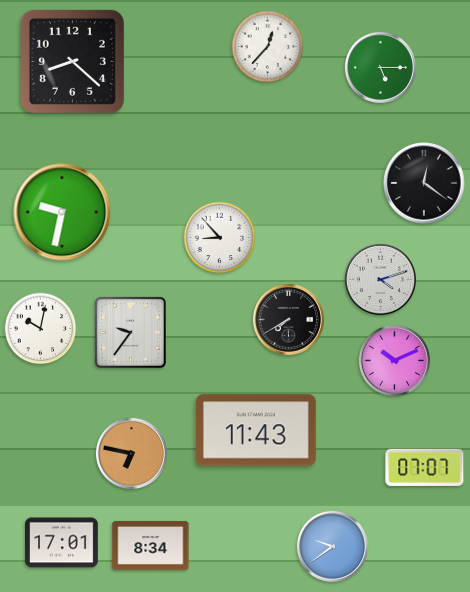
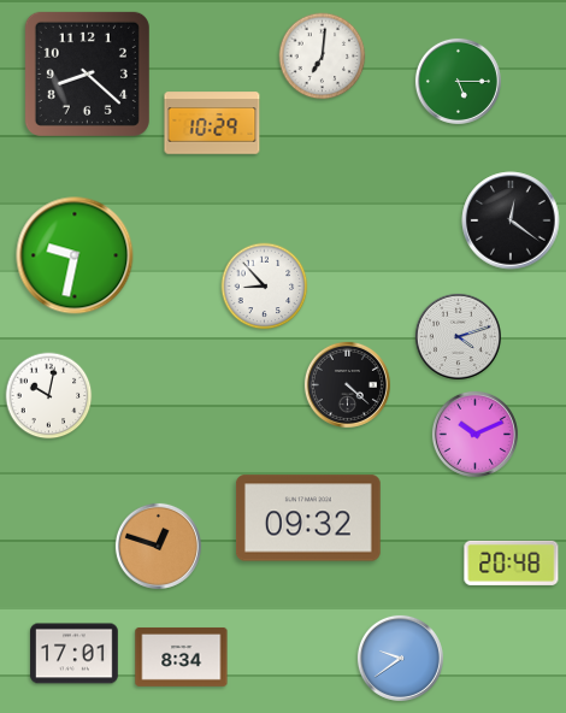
clock at (268, 47): 12:37 -> 7:01
clock at (212, 123): none -> 10:29
clock at (288, 319): 7:40 -> 4:22
clock at (130, 332): 9:36 -> none
clock at (256, 430): 11:43 -> 09:32
clock at (131, 453): 6:47 -> 12:48
clock at (425, 467): 07:07 -> 20:48
